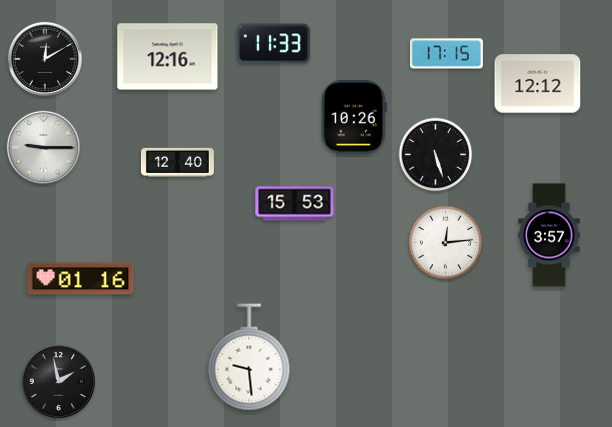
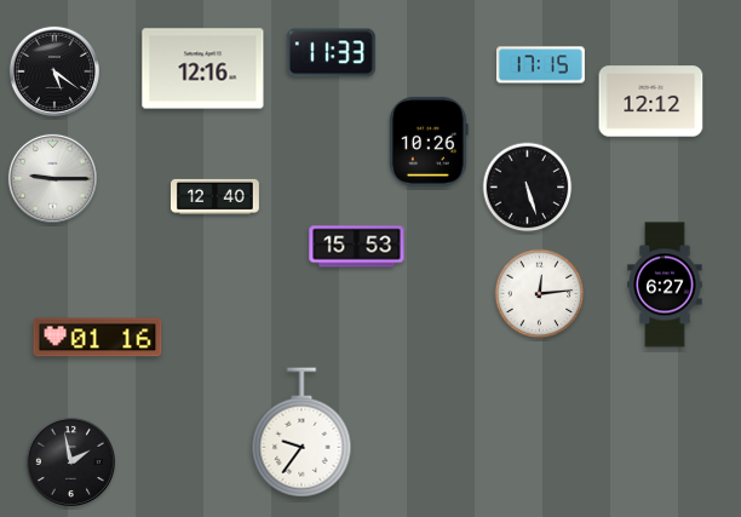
clock at (45, 59): 12:10 -> 5:21
clock at (549, 235): 3:57 -> 6:27
clock at (249, 357): 9:29 -> 9:36
